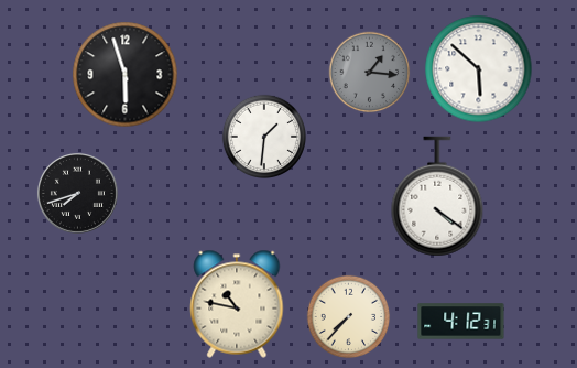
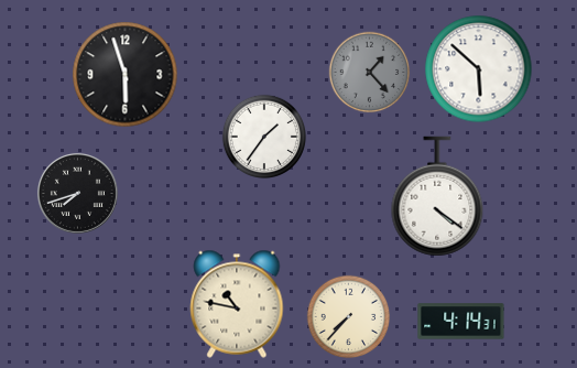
clock at (370, 73): 1:16 -> 1:23
clock at (263, 136): 1:31 -> 1:36
clock at (461, 322): 4:12 -> 4:14
